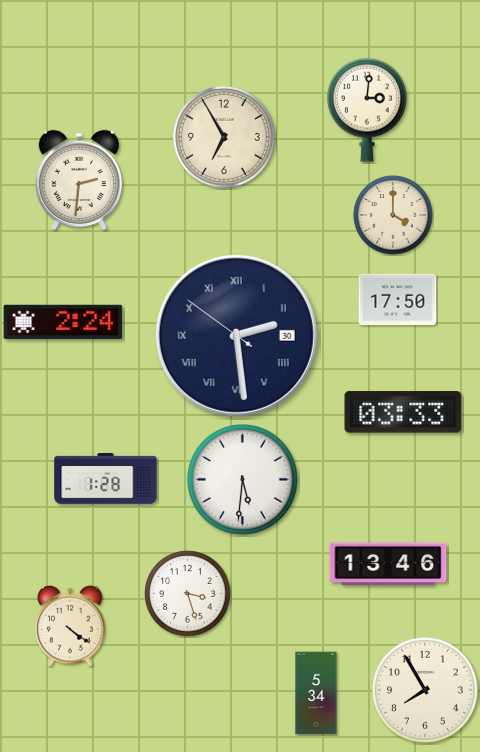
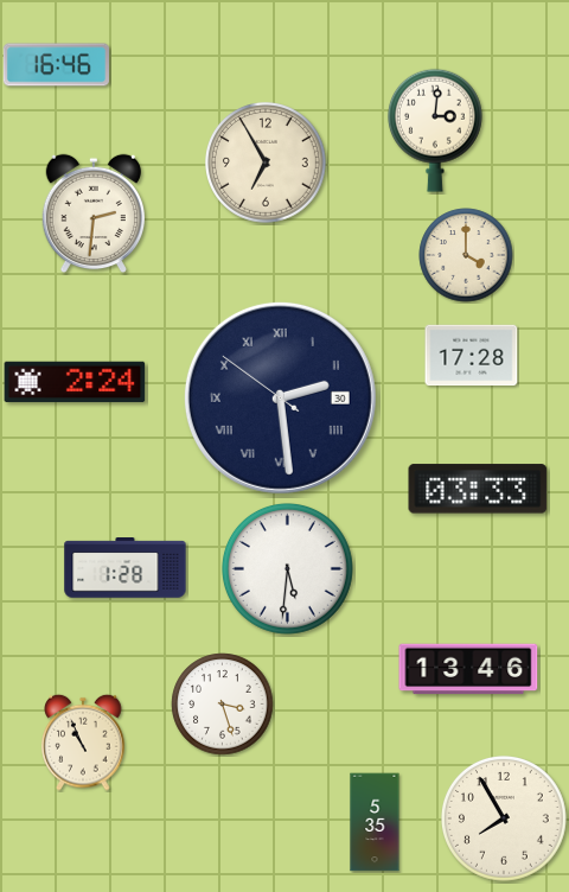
clock at (56, 65): none -> 16:46
clock at (398, 300): 17:50 -> 17:28
clock at (388, 564) position: (388, 564) -> (468, 669)
clock at (70, 626): 4:21 -> 10:56
clock at (316, 693): 5:34 -> 5:35
